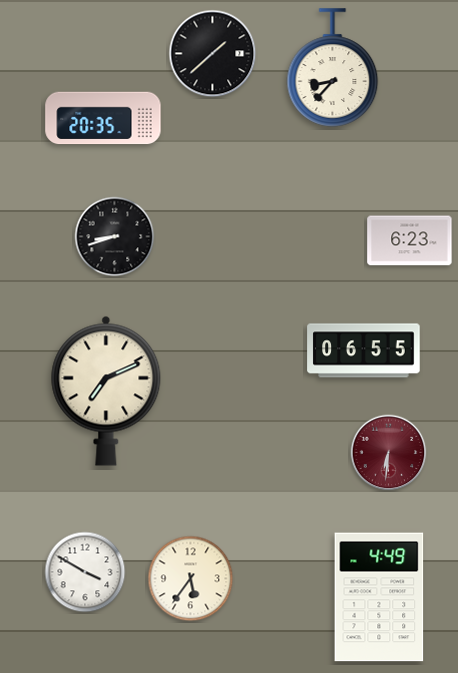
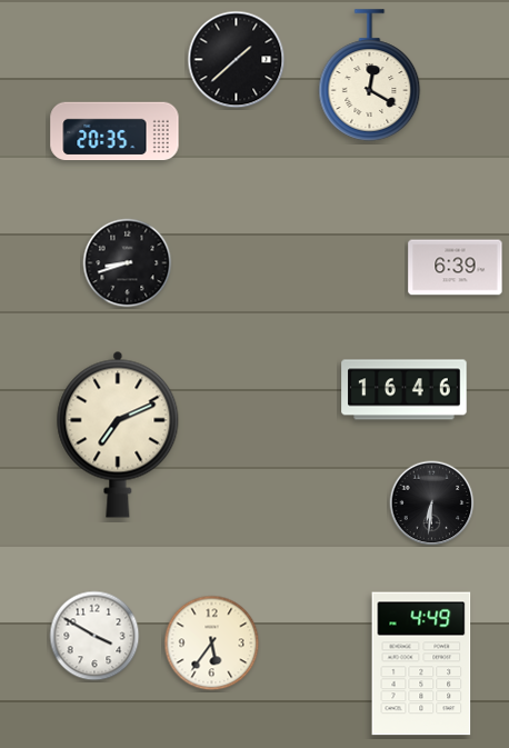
clock at (333, 68): 8:37 -> 12:20
clock at (410, 241): 6:23 -> 6:39
clock at (364, 351): 06:55 -> 16:46
clock at (389, 453) dial: burgundy -> black
